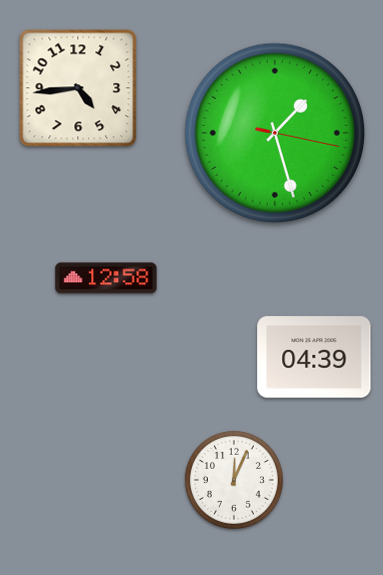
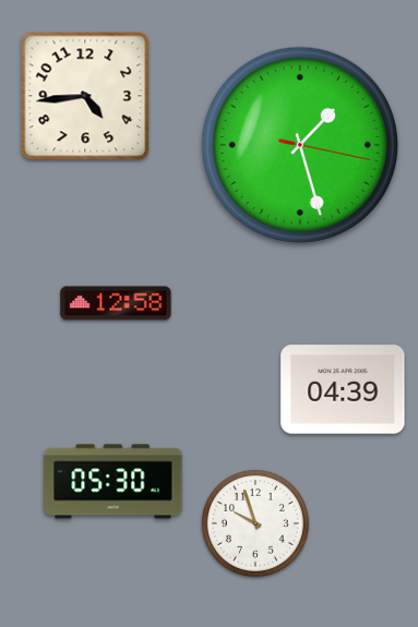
clock at (114, 482): none -> 05:30
clock at (234, 480): 12:04 -> 9:57
